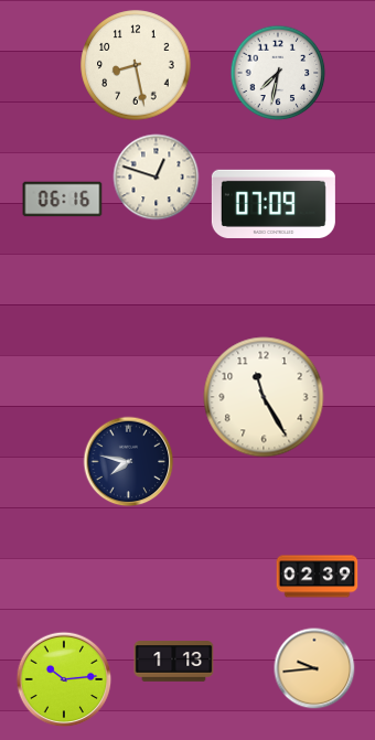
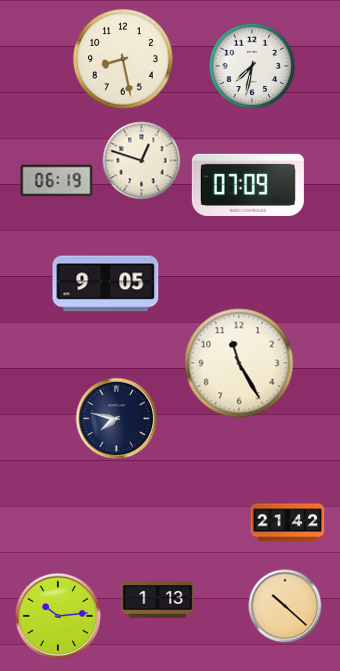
clock at (63, 200): 06:16 -> 06:19
clock at (106, 284): none -> 9:05
clock at (264, 397) position: (264, 397) -> (239, 363)
clock at (318, 577): 02:39 -> 21:42
clock at (314, 668): 9:44 -> 10:22
